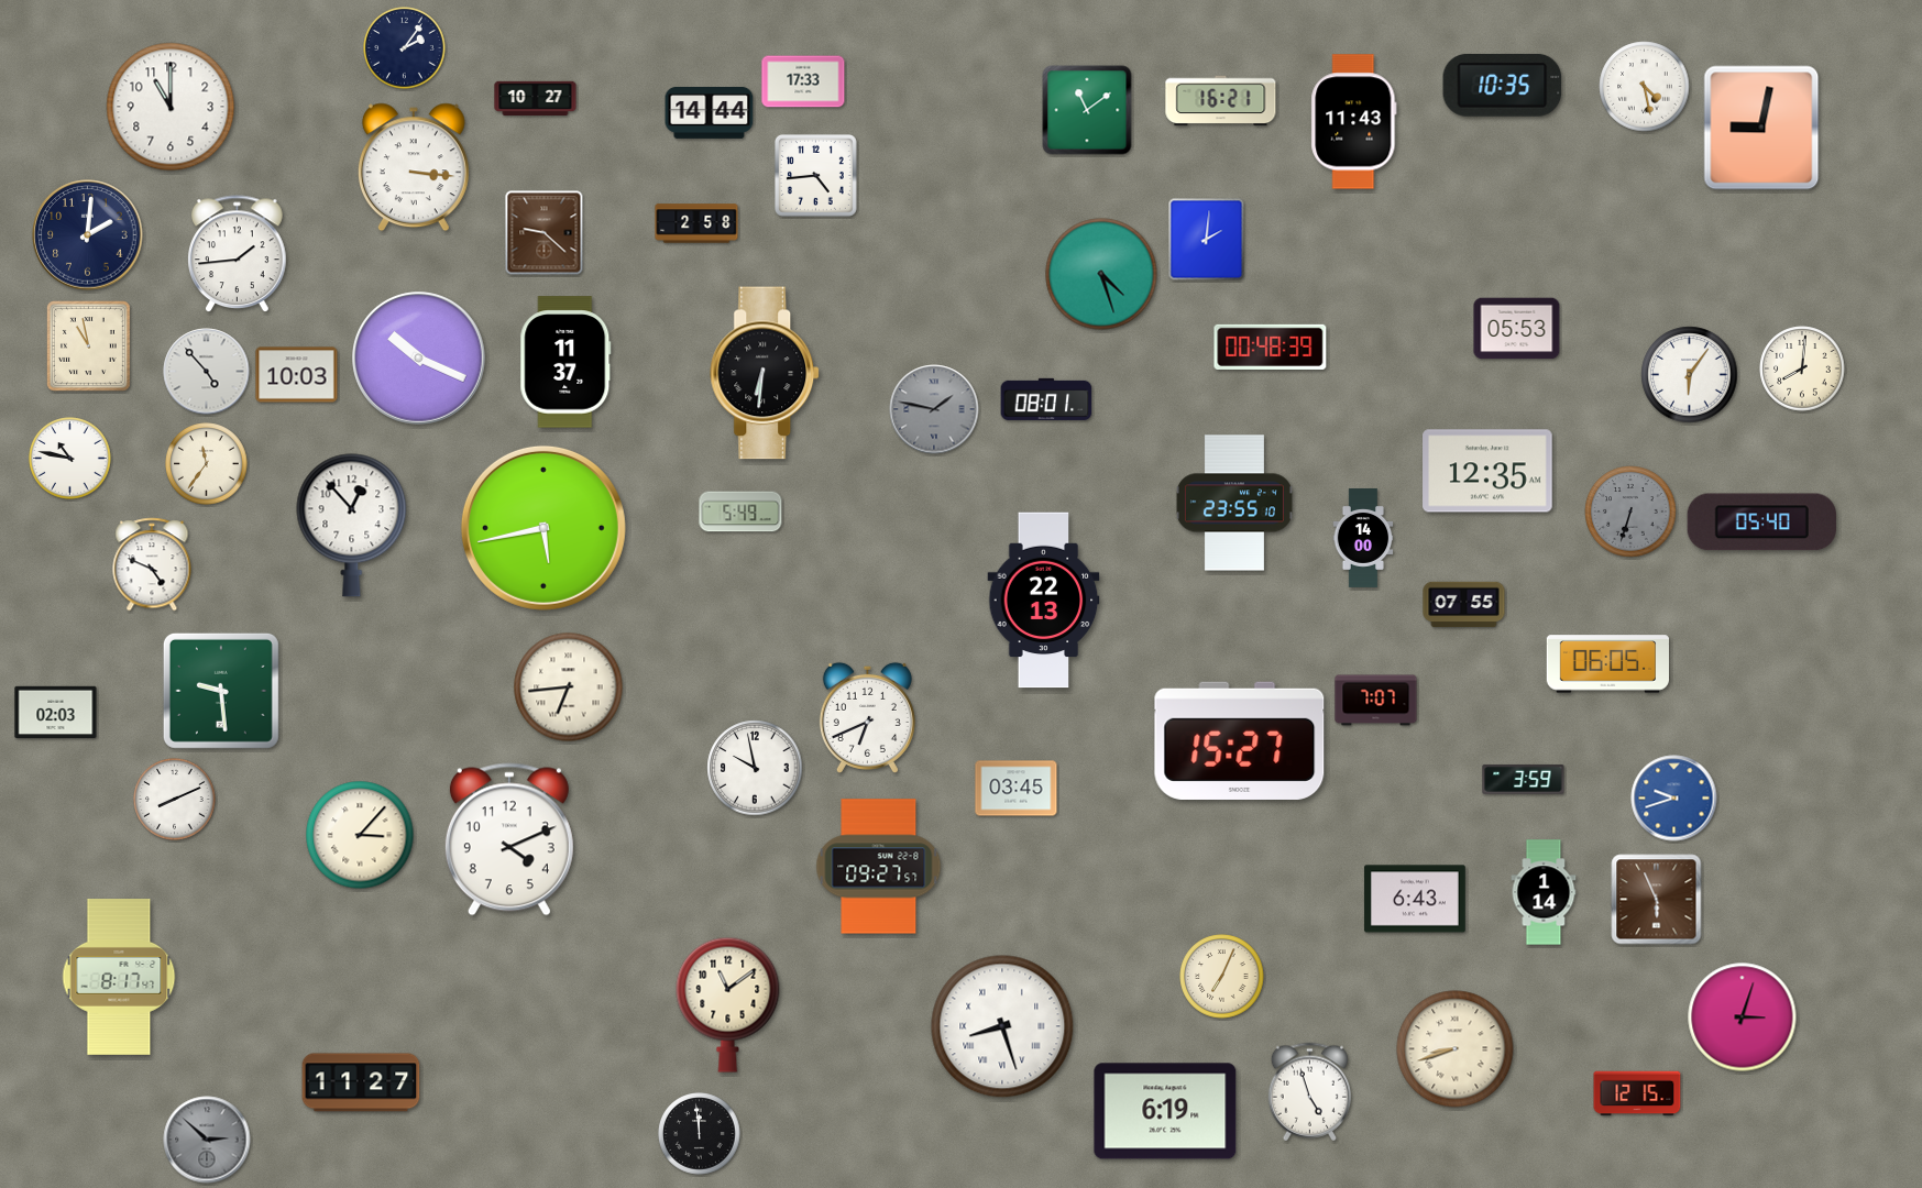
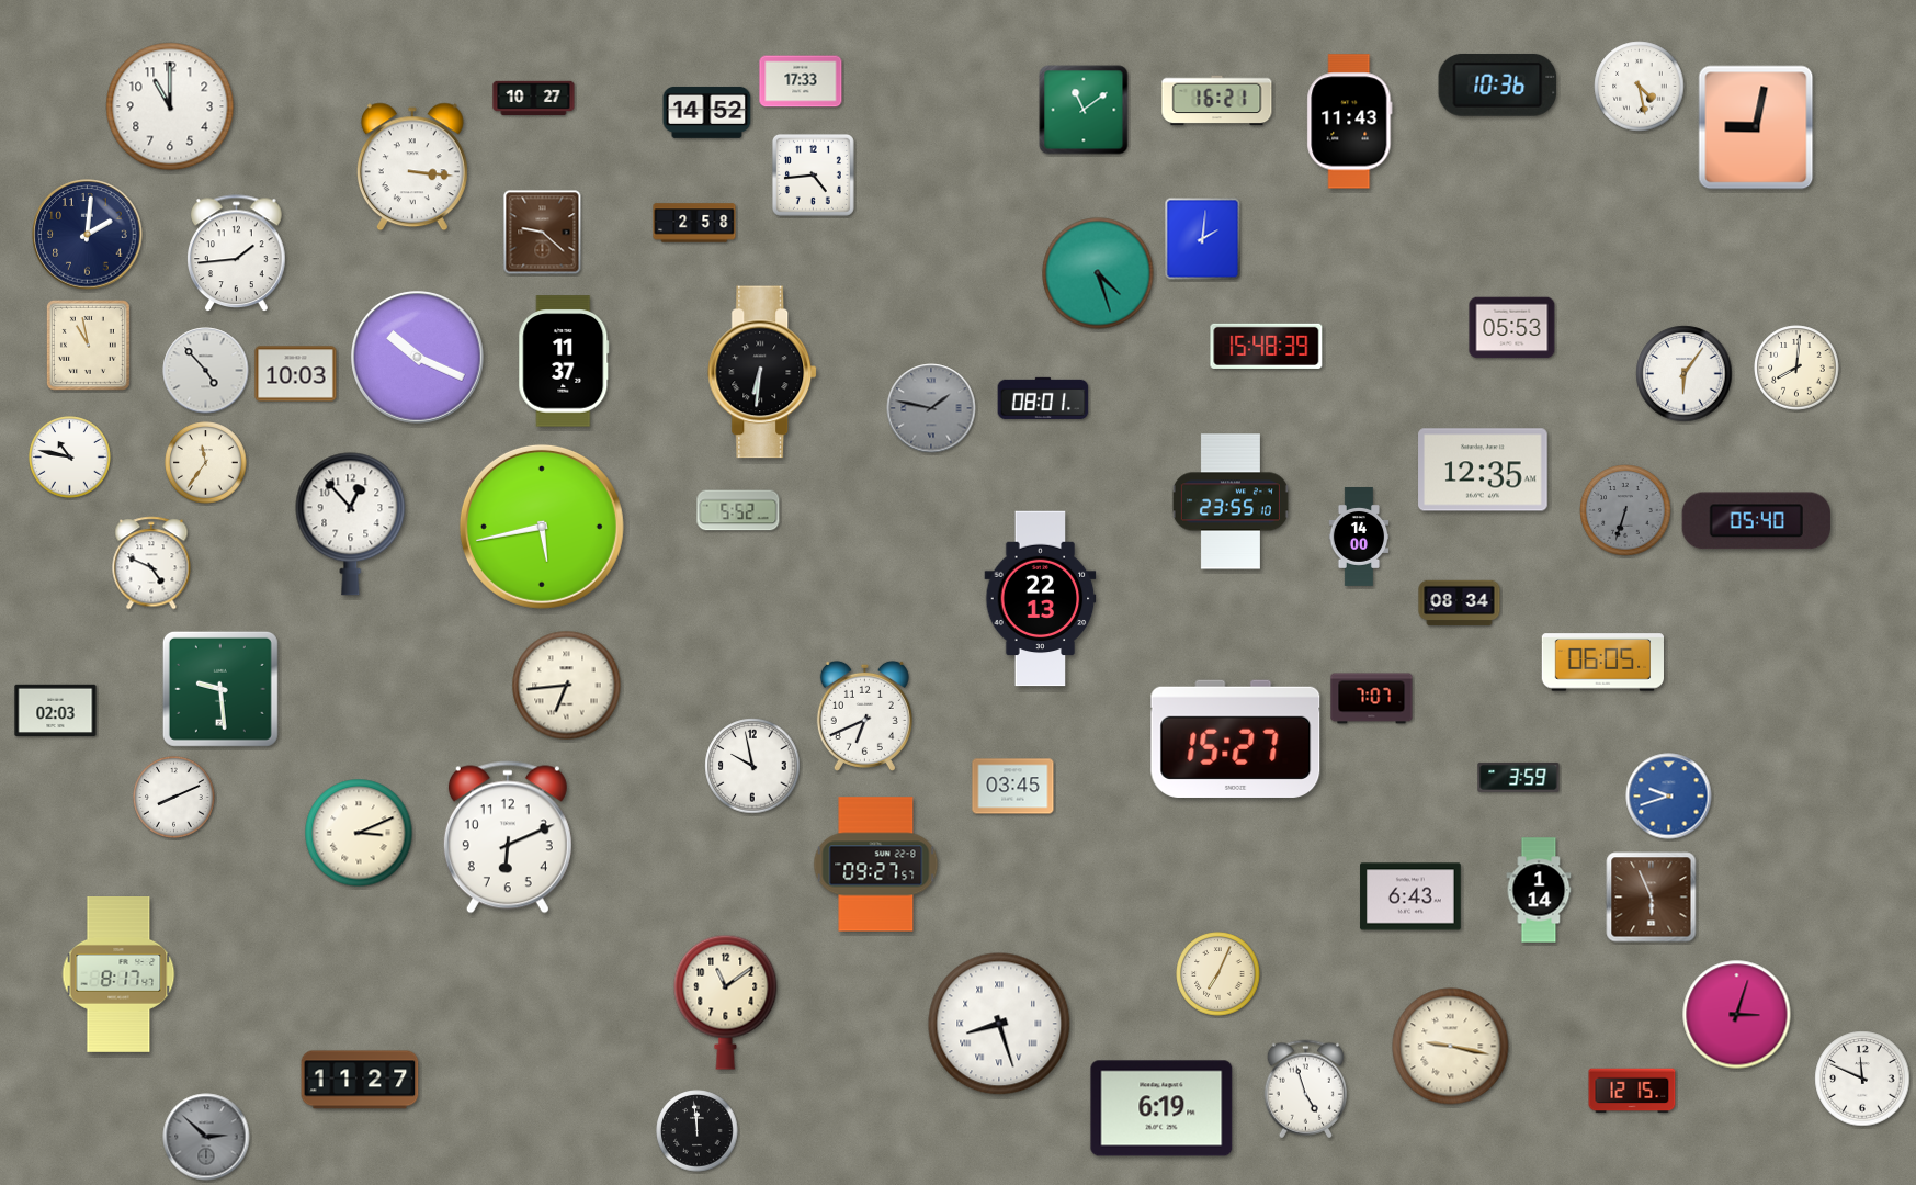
clock at (405, 48): 2:06 -> none
clock at (1503, 85): 10:35 -> 10:36
clock at (710, 112): 14:44 -> 14:52
clock at (1271, 346): 00:48 -> 15:48
clock at (740, 512): 5:49 -> 5:52
clock at (1464, 605): 07:55 -> 08:34
clock at (360, 835): 3:07 -> 3:11
clock at (509, 839): 4:11 -> 6:11
clock at (1456, 1049): 8:42 -> 9:17
clock at (1862, 1079): none -> 11:49
